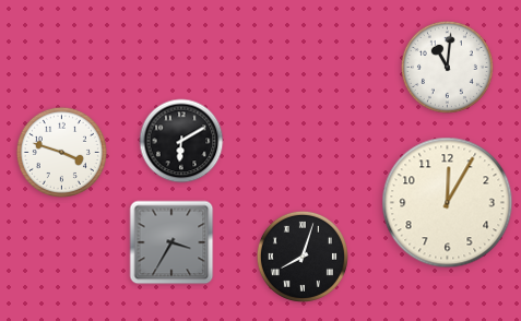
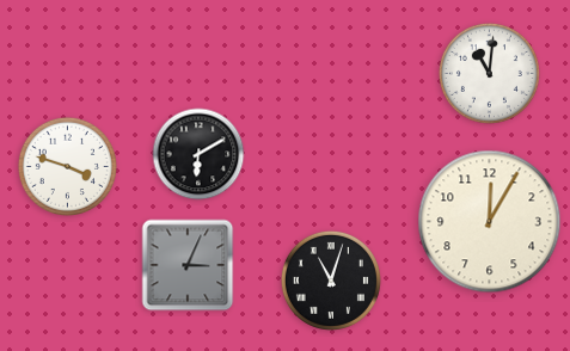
clock at (171, 242): 3:35 -> 3:04
clock at (303, 257): 8:03 -> 11:03
